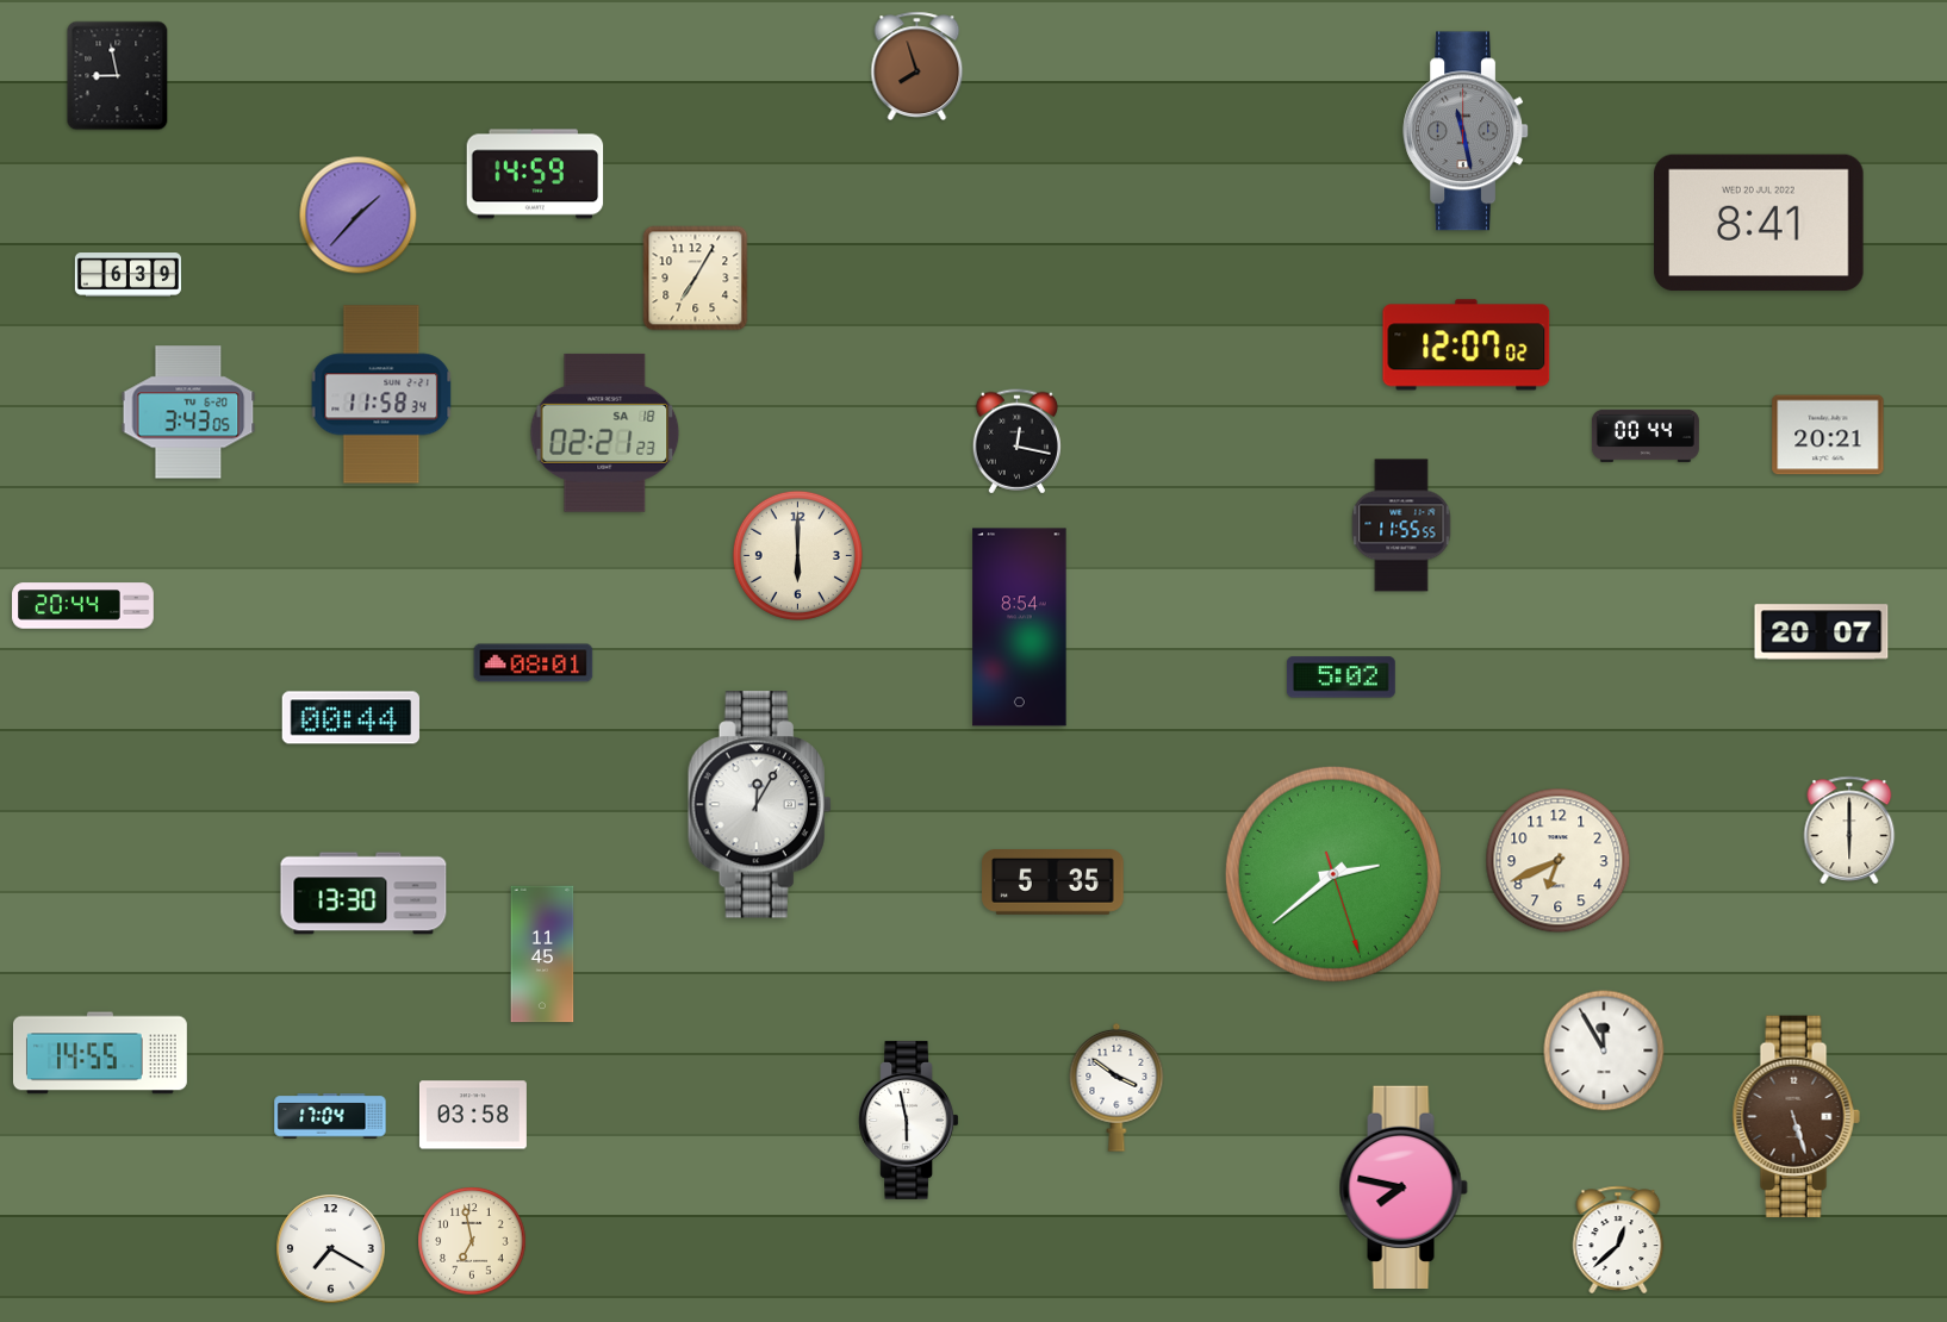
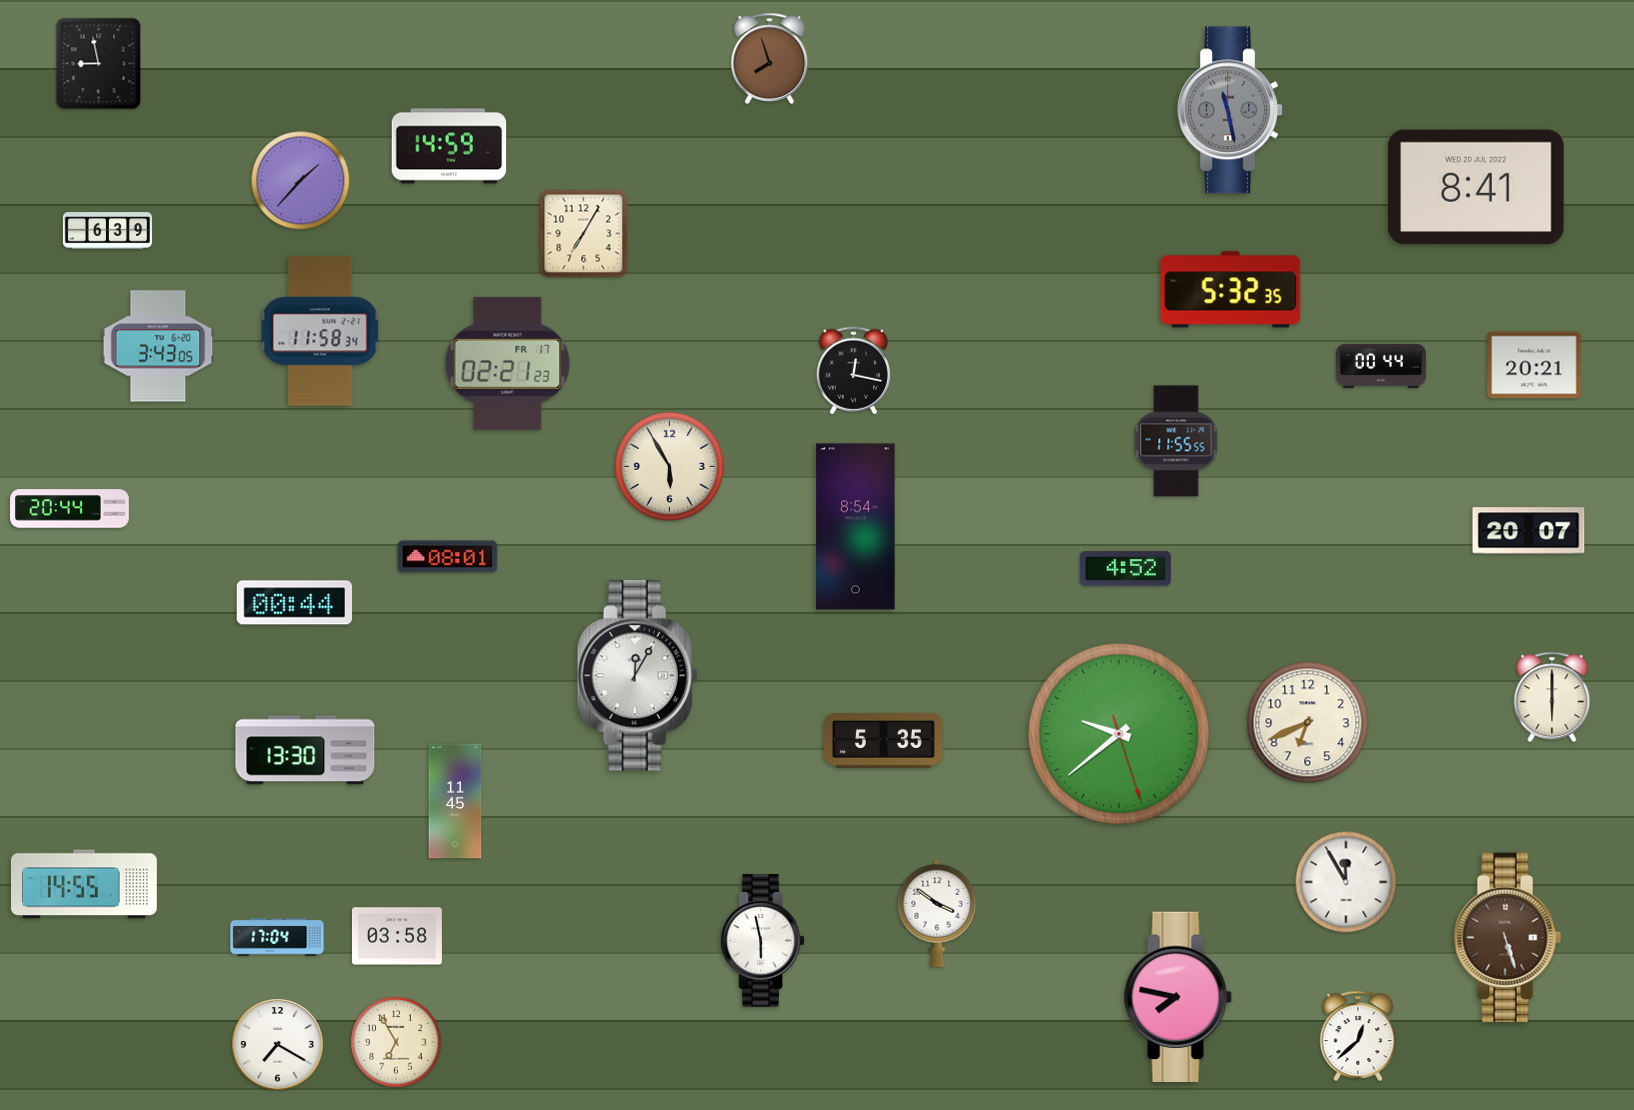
clock at (917, 66) position: (917, 66) -> (770, 58)
clock at (1467, 345): 12:07 -> 5:32
clock at (605, 432) date: SA 18 -> FR 17
clock at (797, 555): 6:00 -> 5:55
clock at (1340, 678): 5:02 -> 4:52
clock at (1333, 874): 2:38 -> 9:38
clock at (1618, 1240) position: (1618, 1240) -> (1358, 1036)
clock at (472, 1241): 6:58 -> 6:55
clock at (331, 1249) position: (331, 1249) -> (278, 1045)
